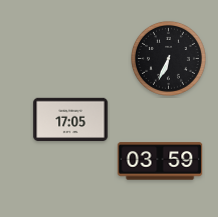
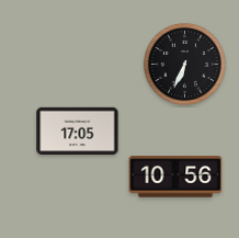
clock at (160, 161): 03:59 -> 10:56
